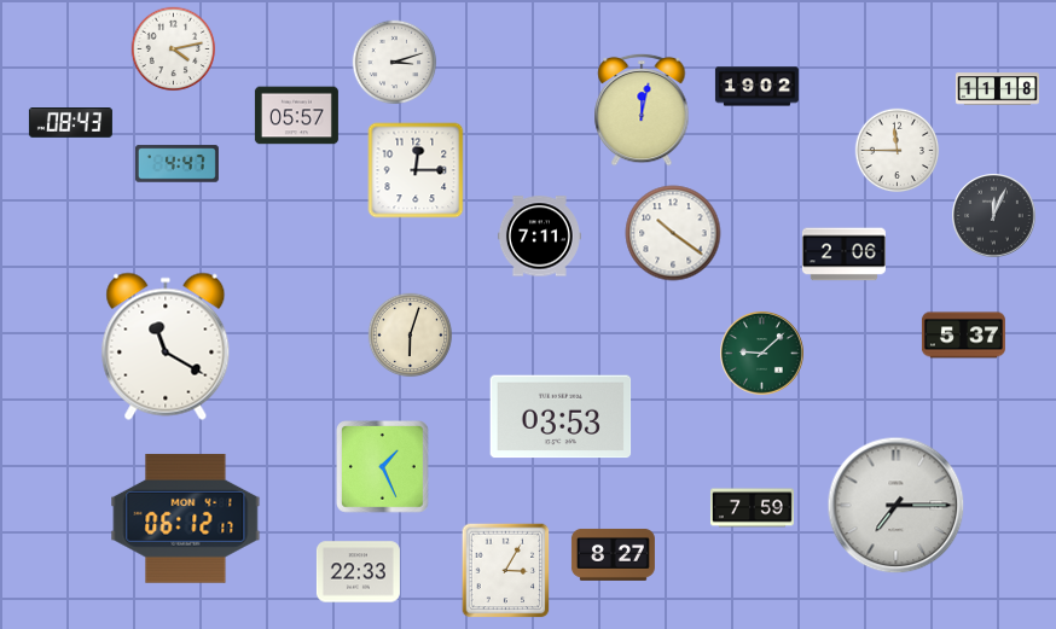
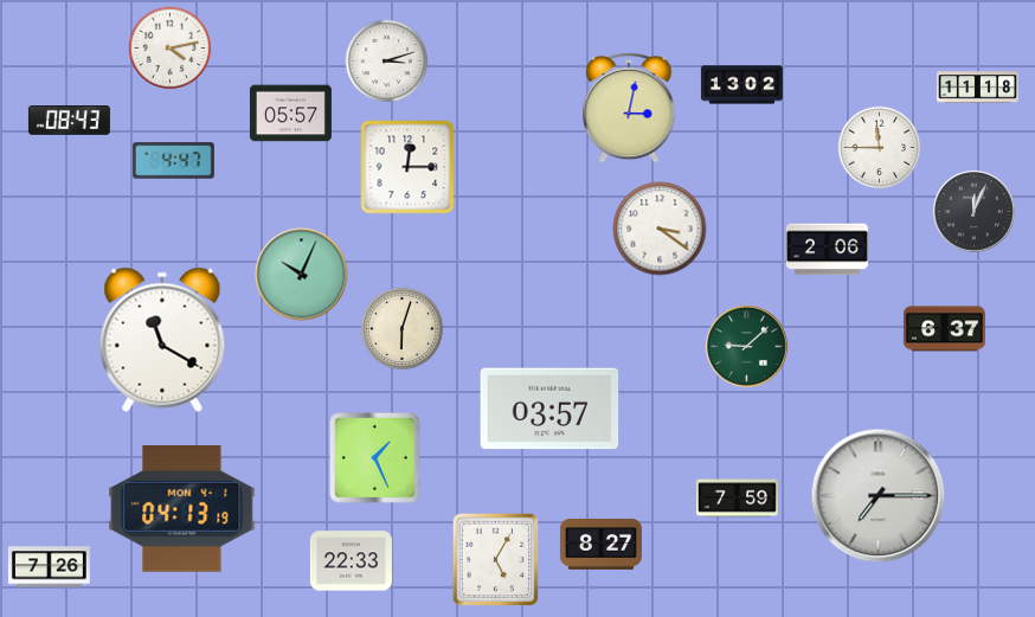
clock at (756, 87): 19:02 -> 13:02
clock at (642, 110): 12:02 -> 3:02
clock at (673, 233): 10:21 -> 3:21
clock at (539, 237): 7:11 -> none
clock at (302, 275): none -> 10:04
clock at (963, 336): 5:37 -> 6:37
clock at (561, 417): 03:53 -> 03:57
clock at (186, 518): 06:12 -> 04:13
clock at (506, 571): 3:05 -> 5:05
clock at (49, 567): none -> 7:26
